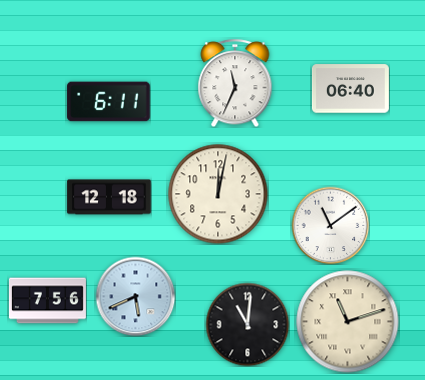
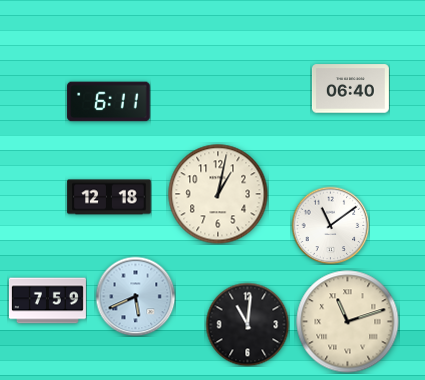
clock at (235, 83): 11:34 -> none
clock at (218, 194): 12:02 -> 1:02
clock at (47, 301): 7:56 -> 7:59
